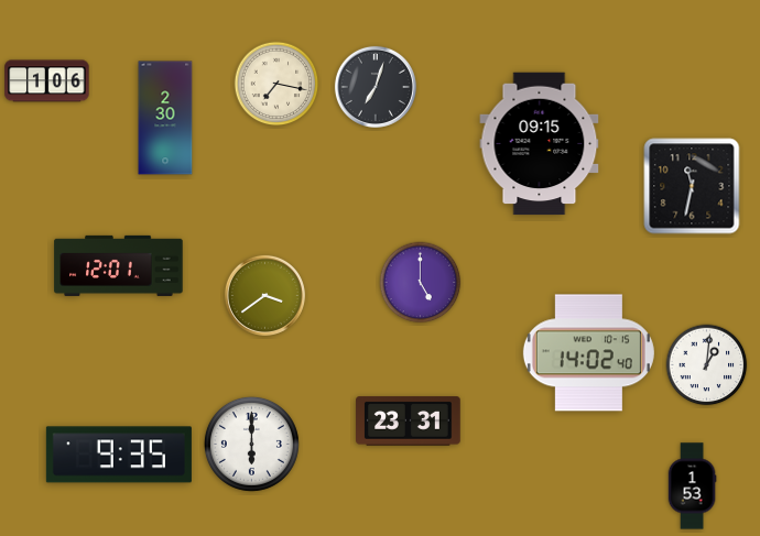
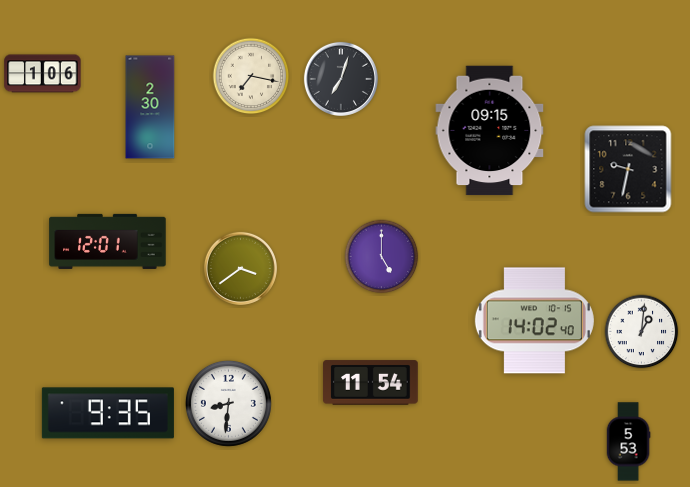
clock at (692, 186): 11:32 -> 9:32
clock at (409, 422): 23:31 -> 11:54
clock at (251, 444): 6:00 -> 8:31
clock at (692, 486): 1:53 -> 5:53
